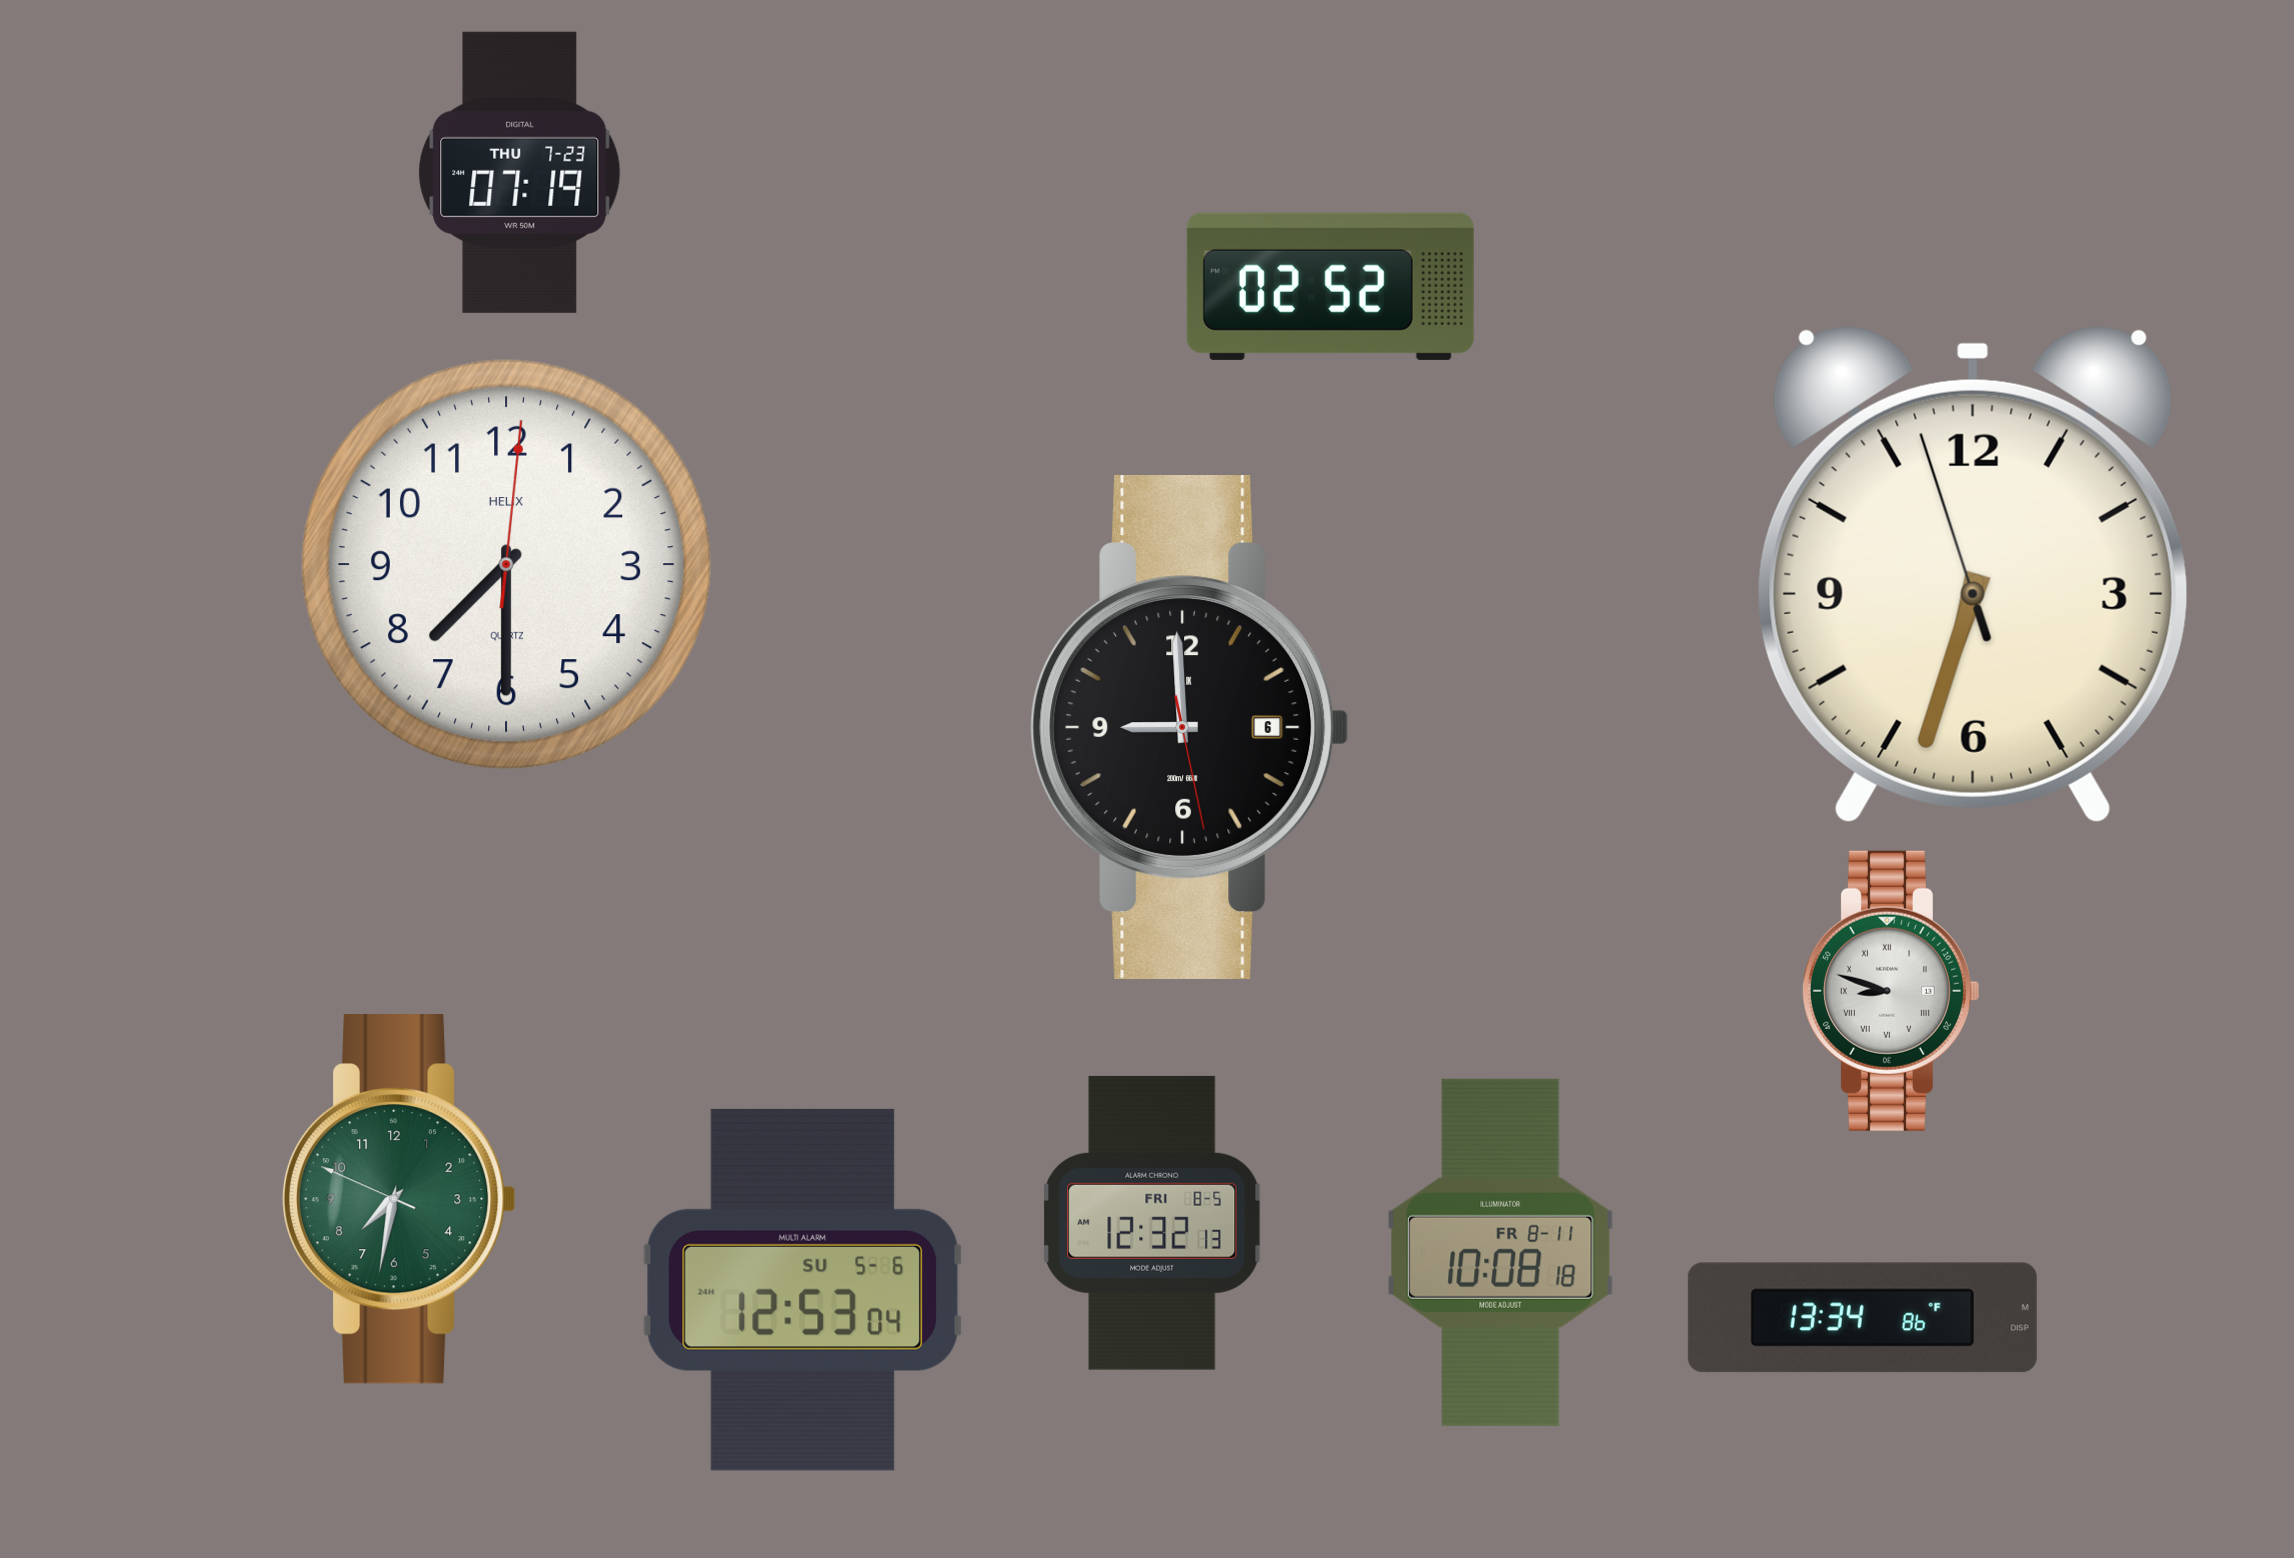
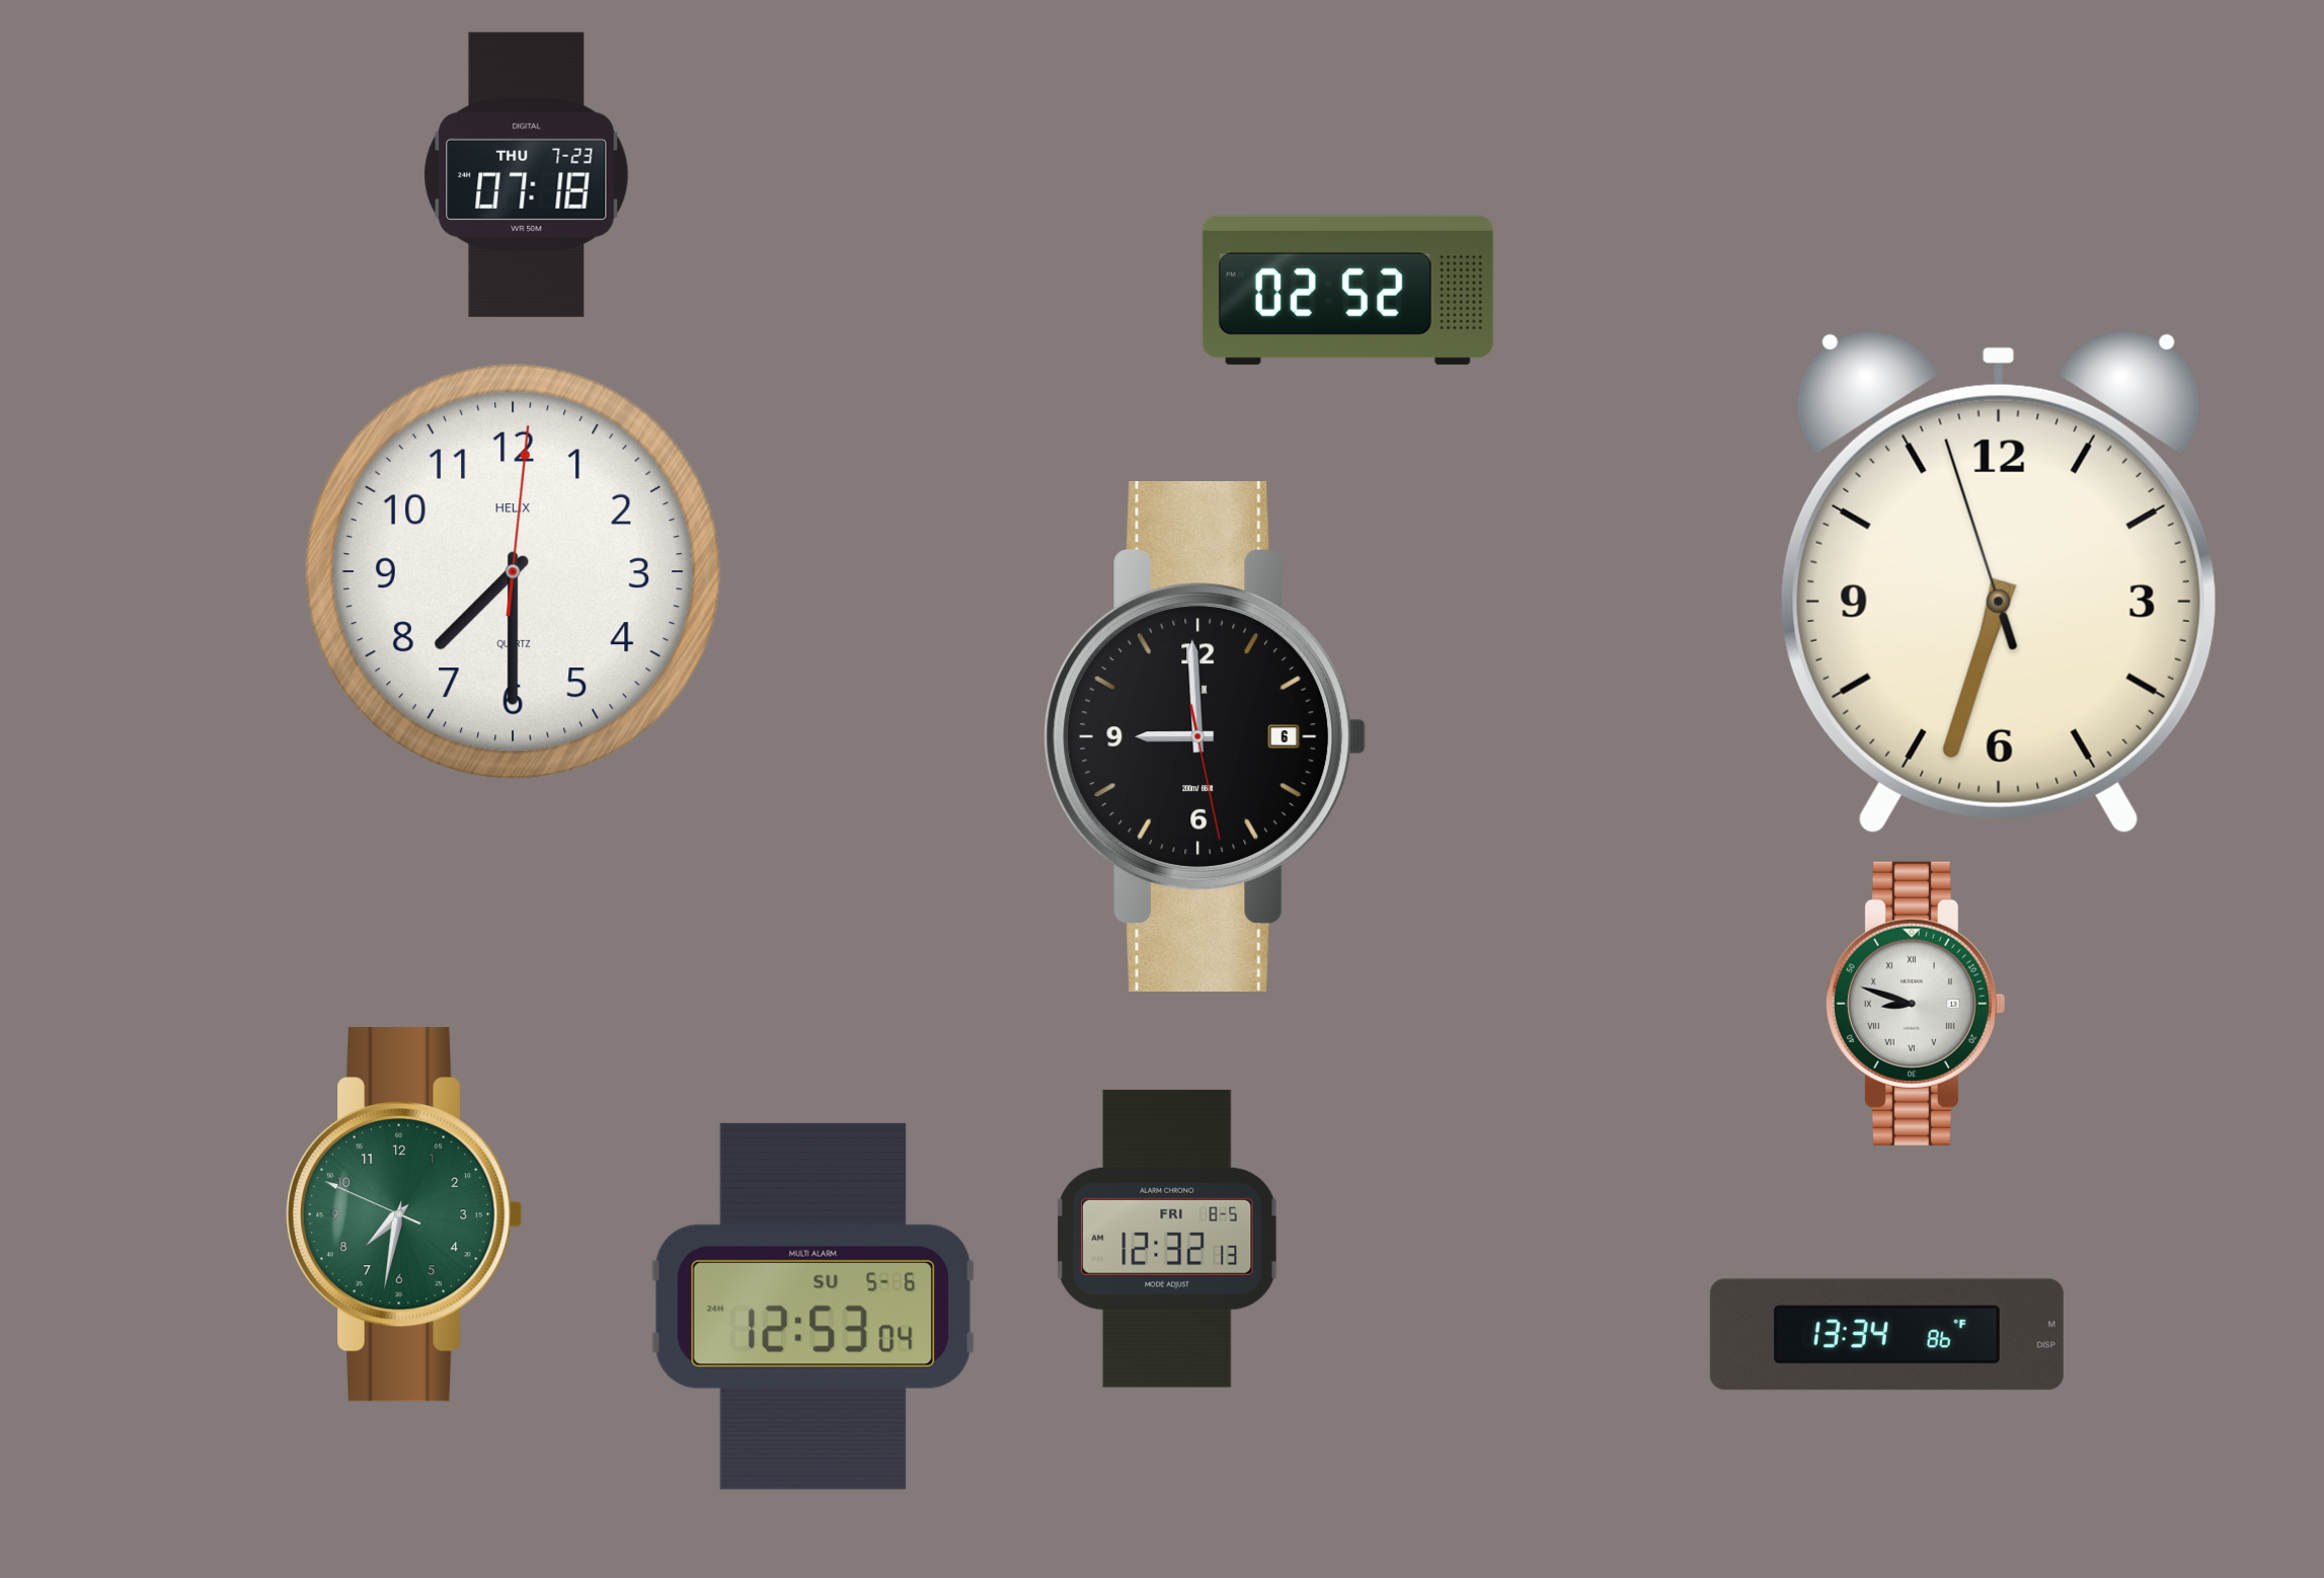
clock at (520, 172): 07:19 -> 07:18
clock at (1501, 1252): 10:08 -> none
